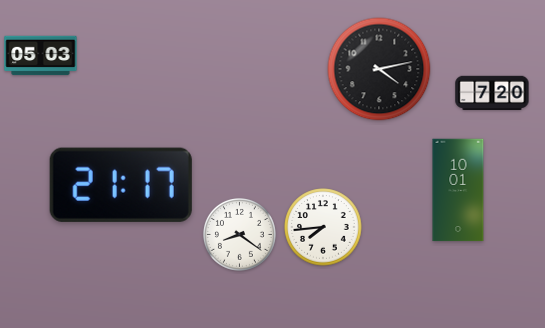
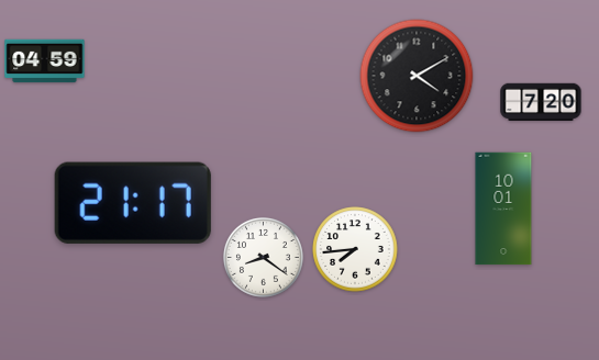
clock at (41, 56): 05:03 -> 04:59
clock at (379, 69): 4:13 -> 4:10
